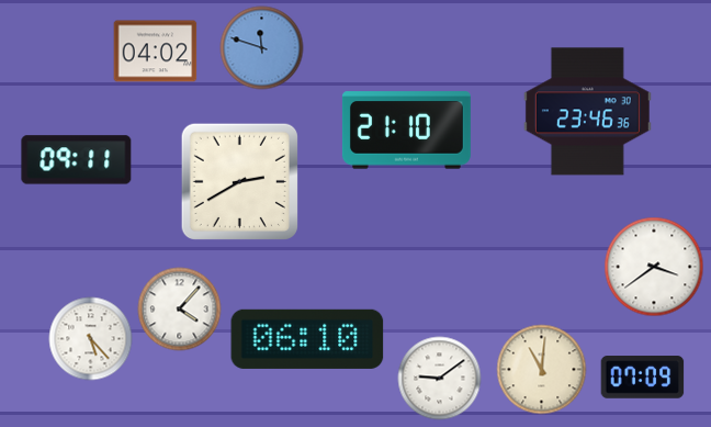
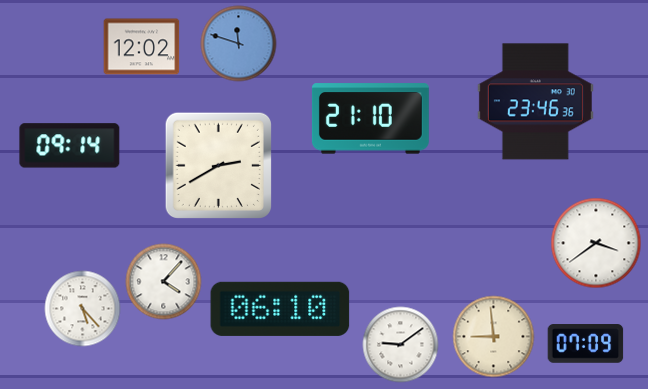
clock at (156, 52): 04:02 -> 12:02
clock at (77, 160): 09:11 -> 09:14
clock at (542, 370): 11:01 -> 8:59
